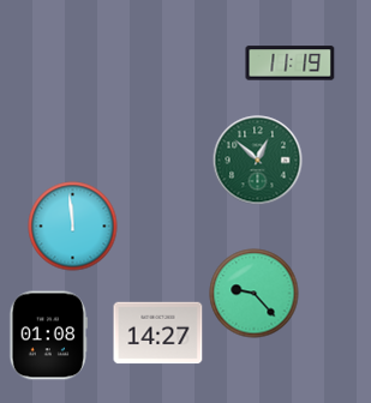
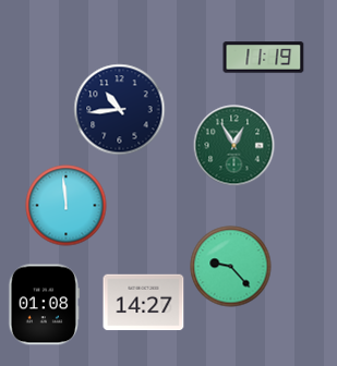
clock at (120, 110): none -> 10:44
clock at (258, 161): 12:52 -> 12:55
